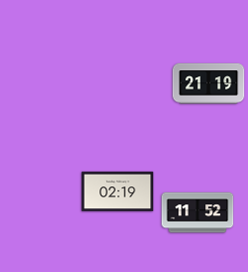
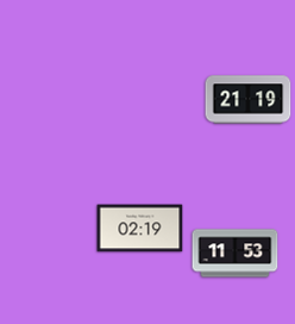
clock at (198, 213): 11:52 -> 11:53
